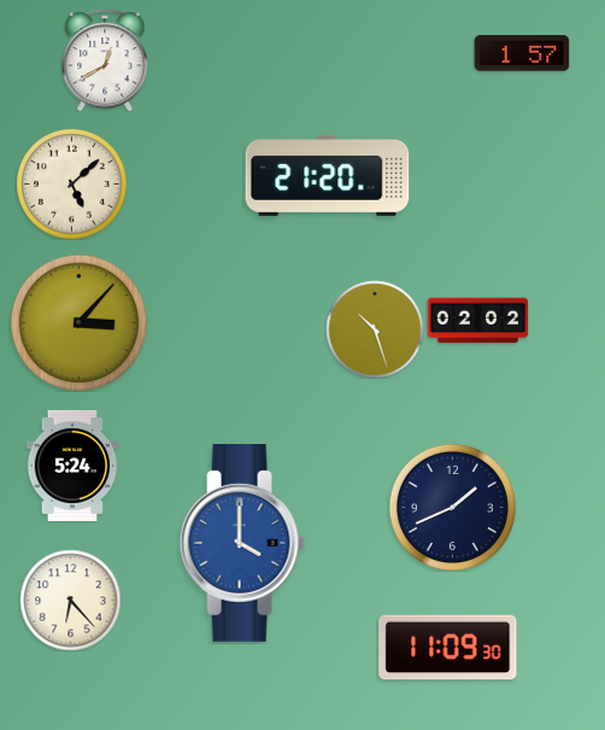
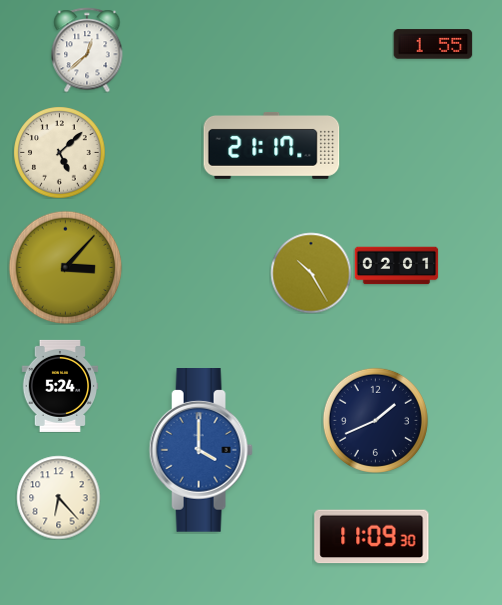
clock at (522, 53): 1:57 -> 1:55
clock at (105, 60): 12:40 -> 12:38
clock at (328, 175): 21:20 -> 21:17
clock at (477, 321): 02:02 -> 02:01
clock at (375, 329): 10:27 -> 10:25
